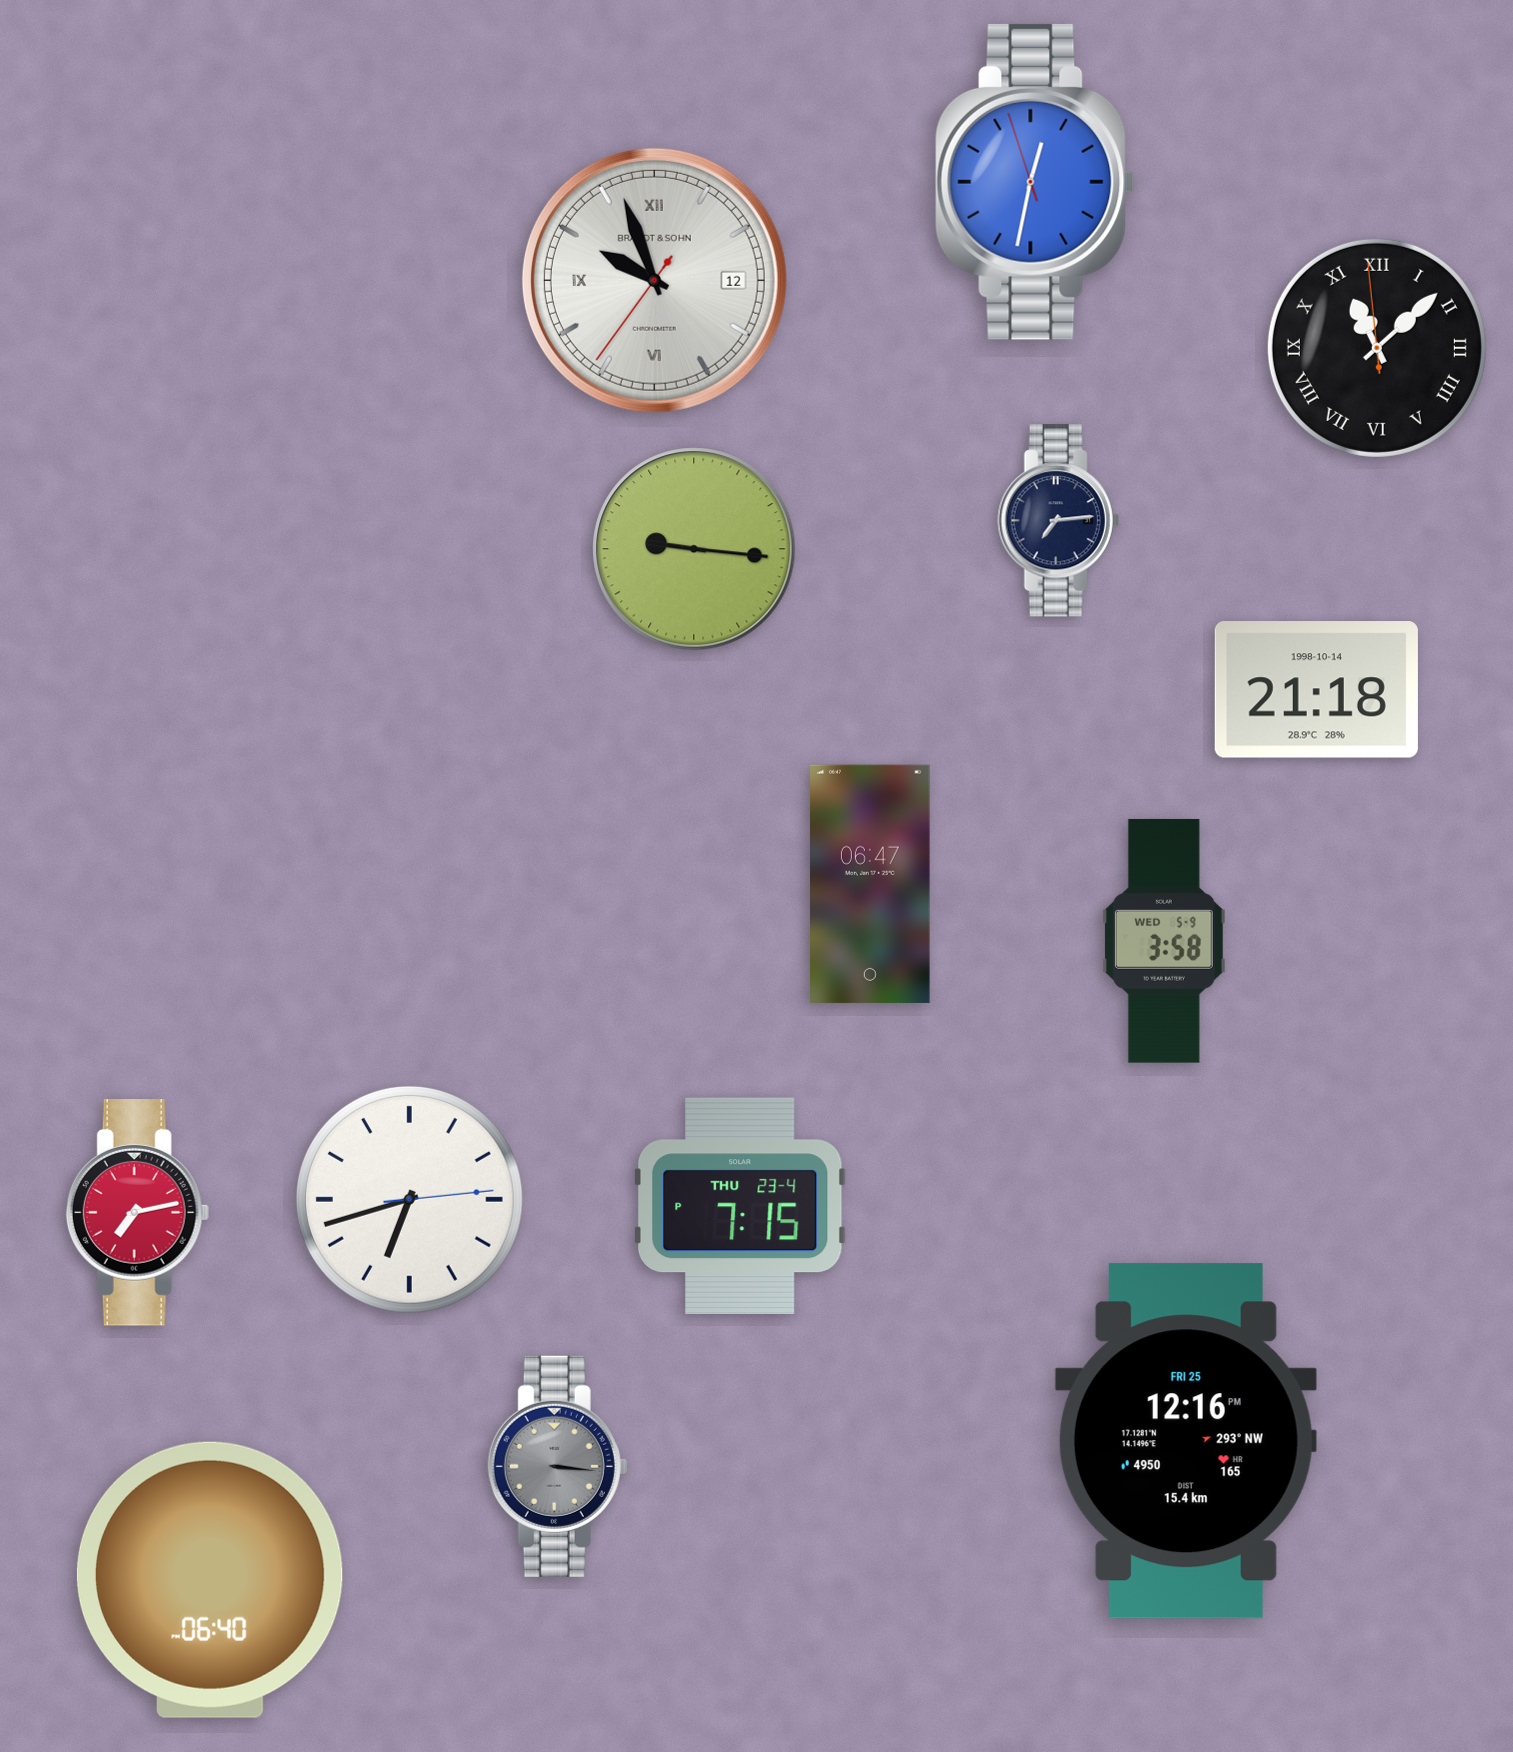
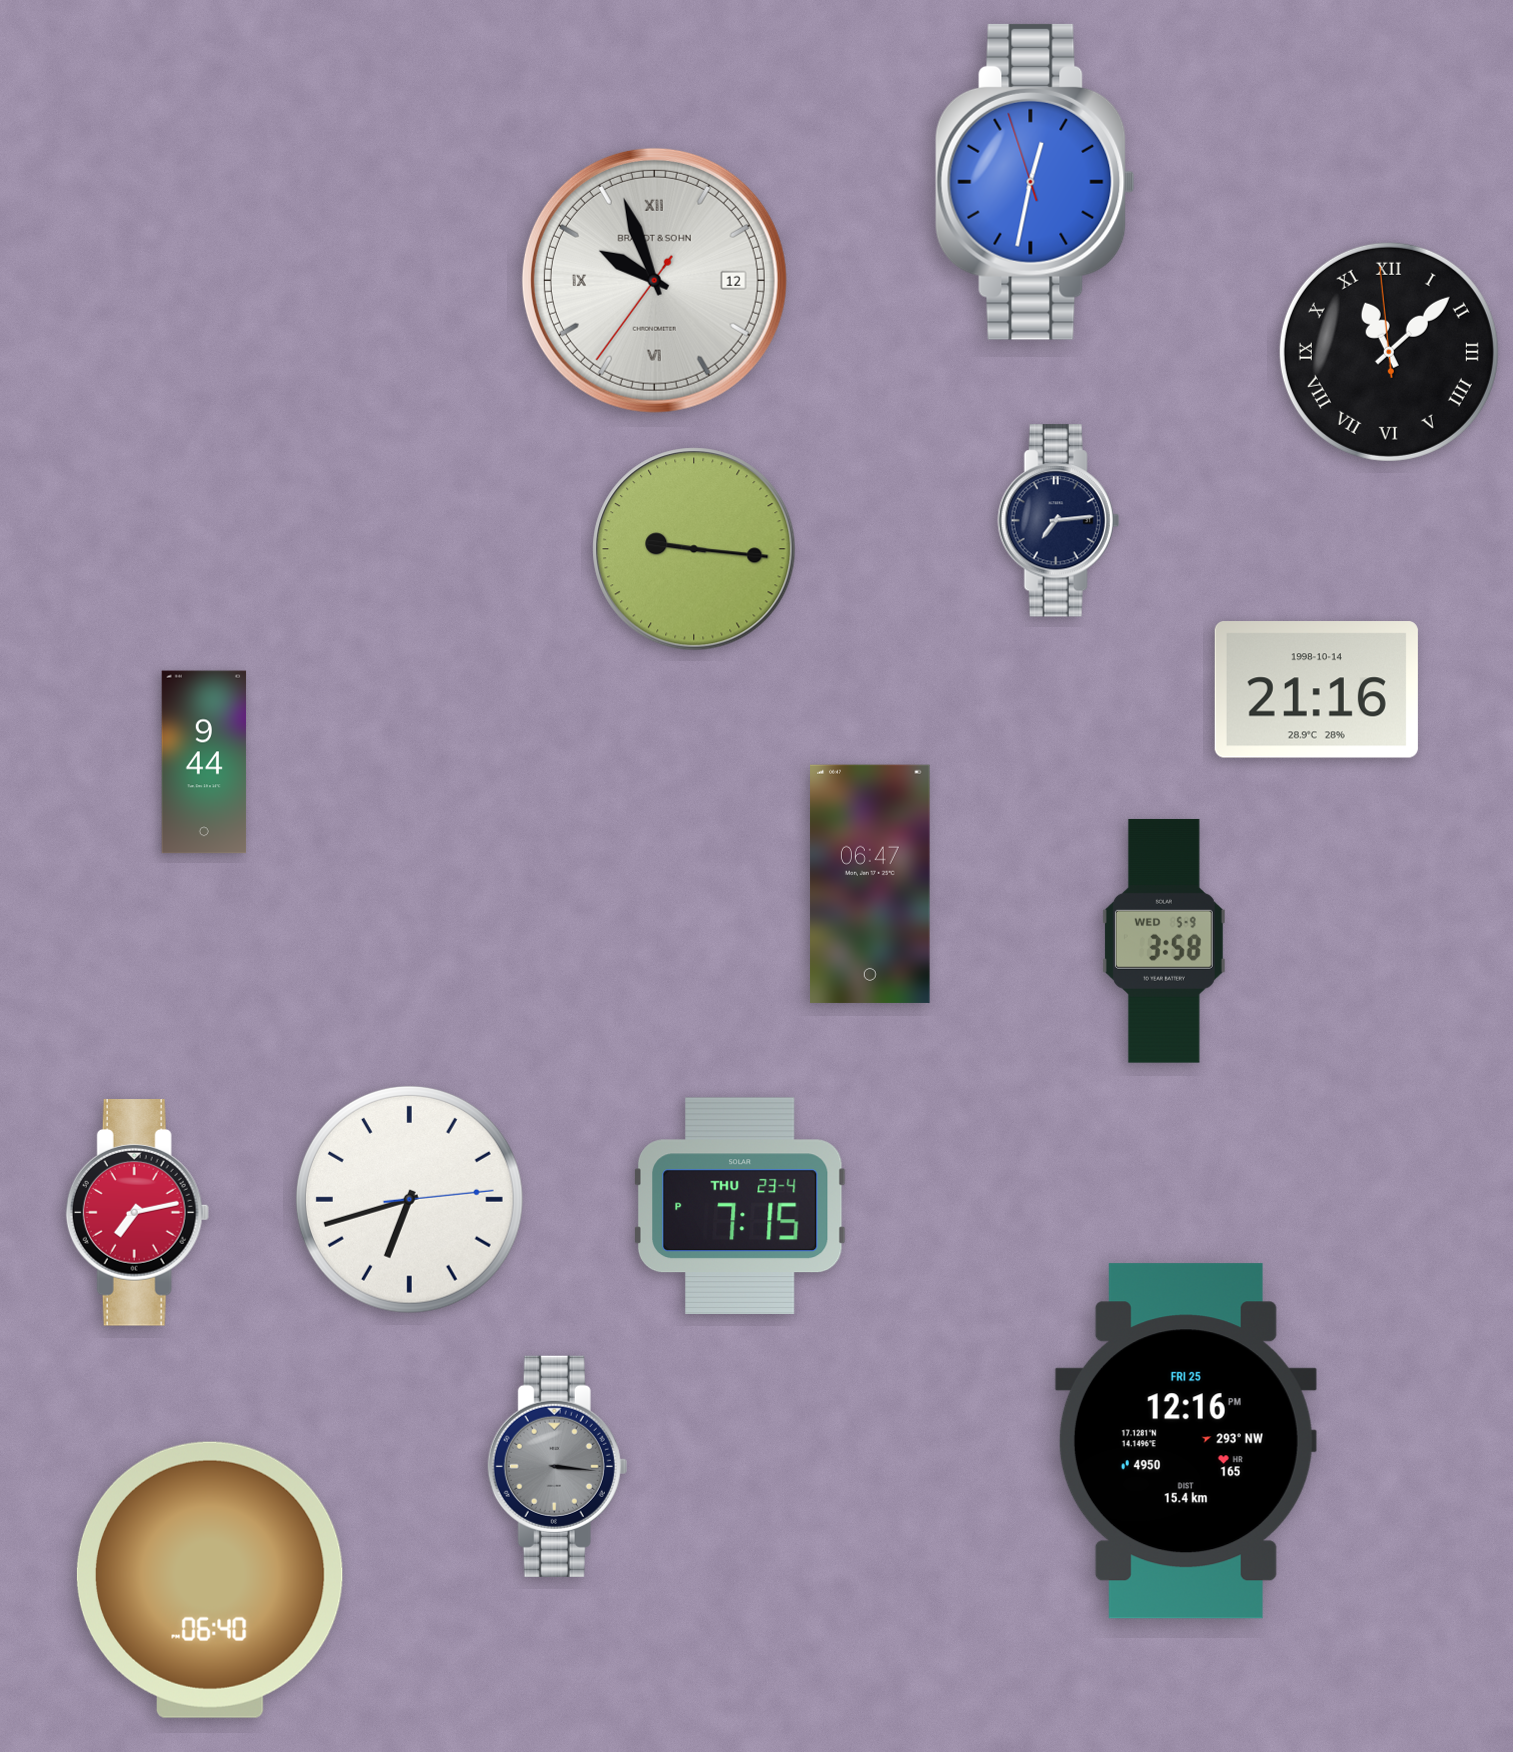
clock at (1377, 348) position: (1377, 348) -> (1389, 352)
clock at (1316, 690): 21:18 -> 21:16
clock at (204, 762): none -> 9:44
